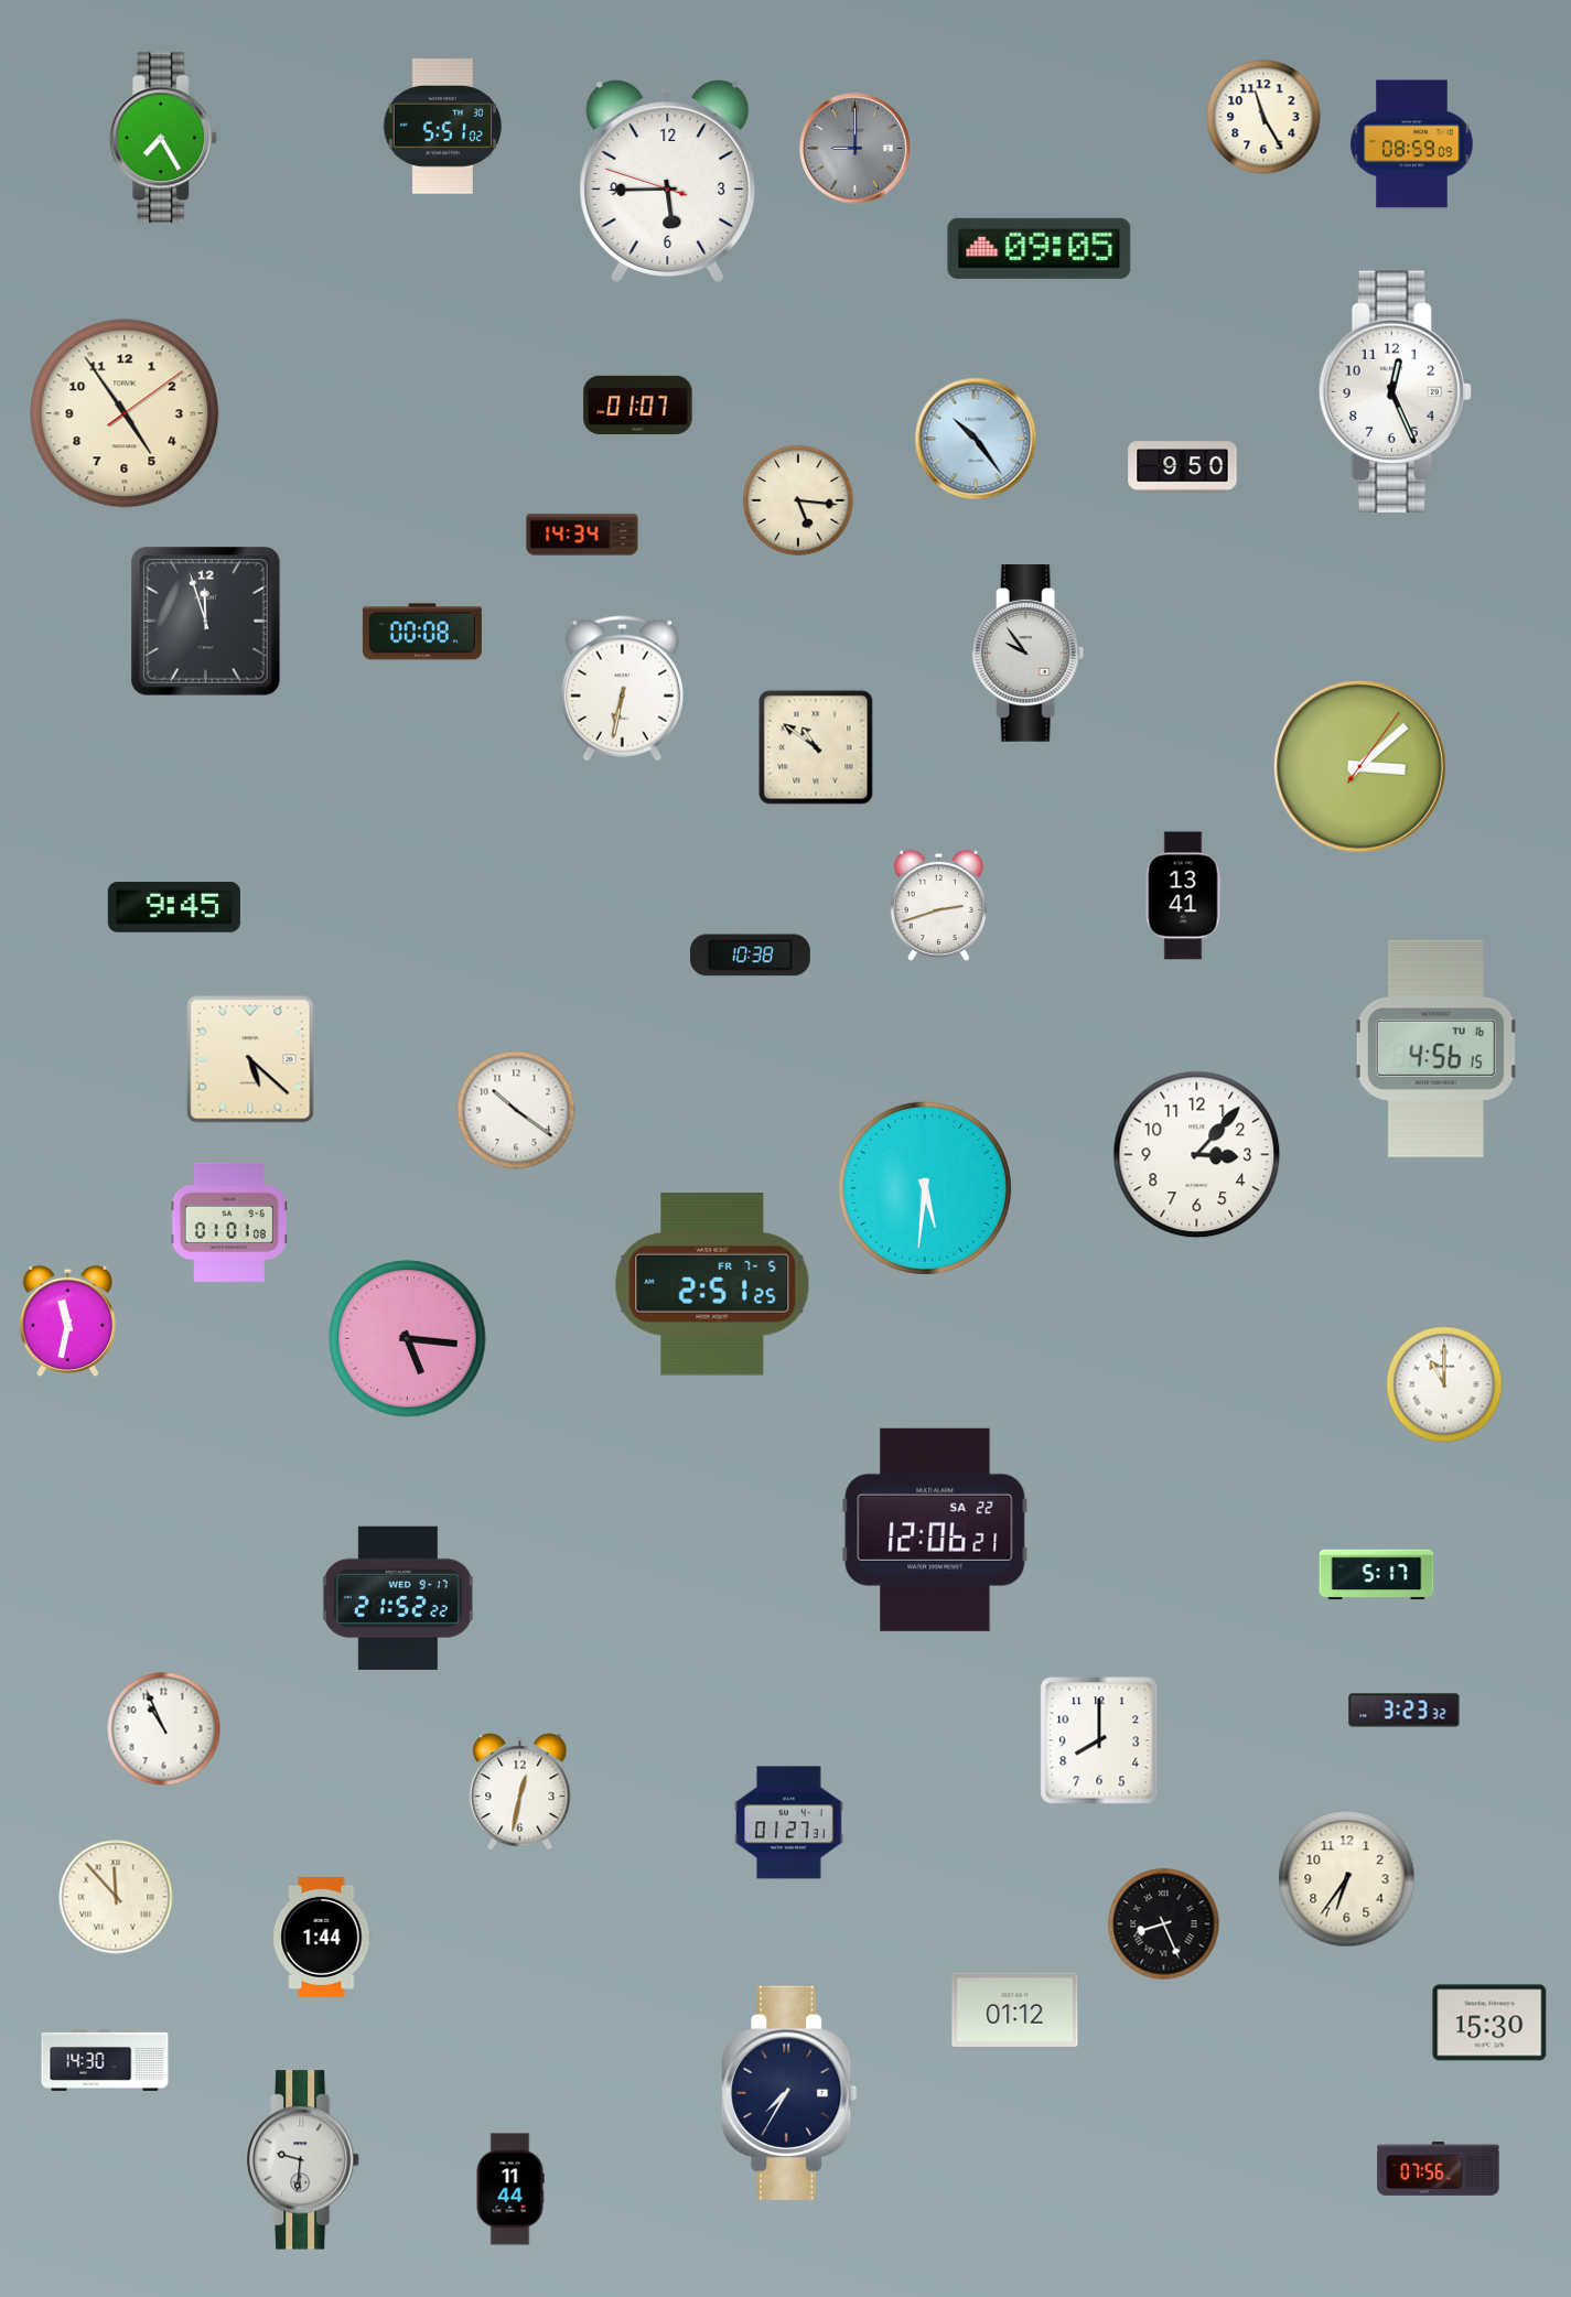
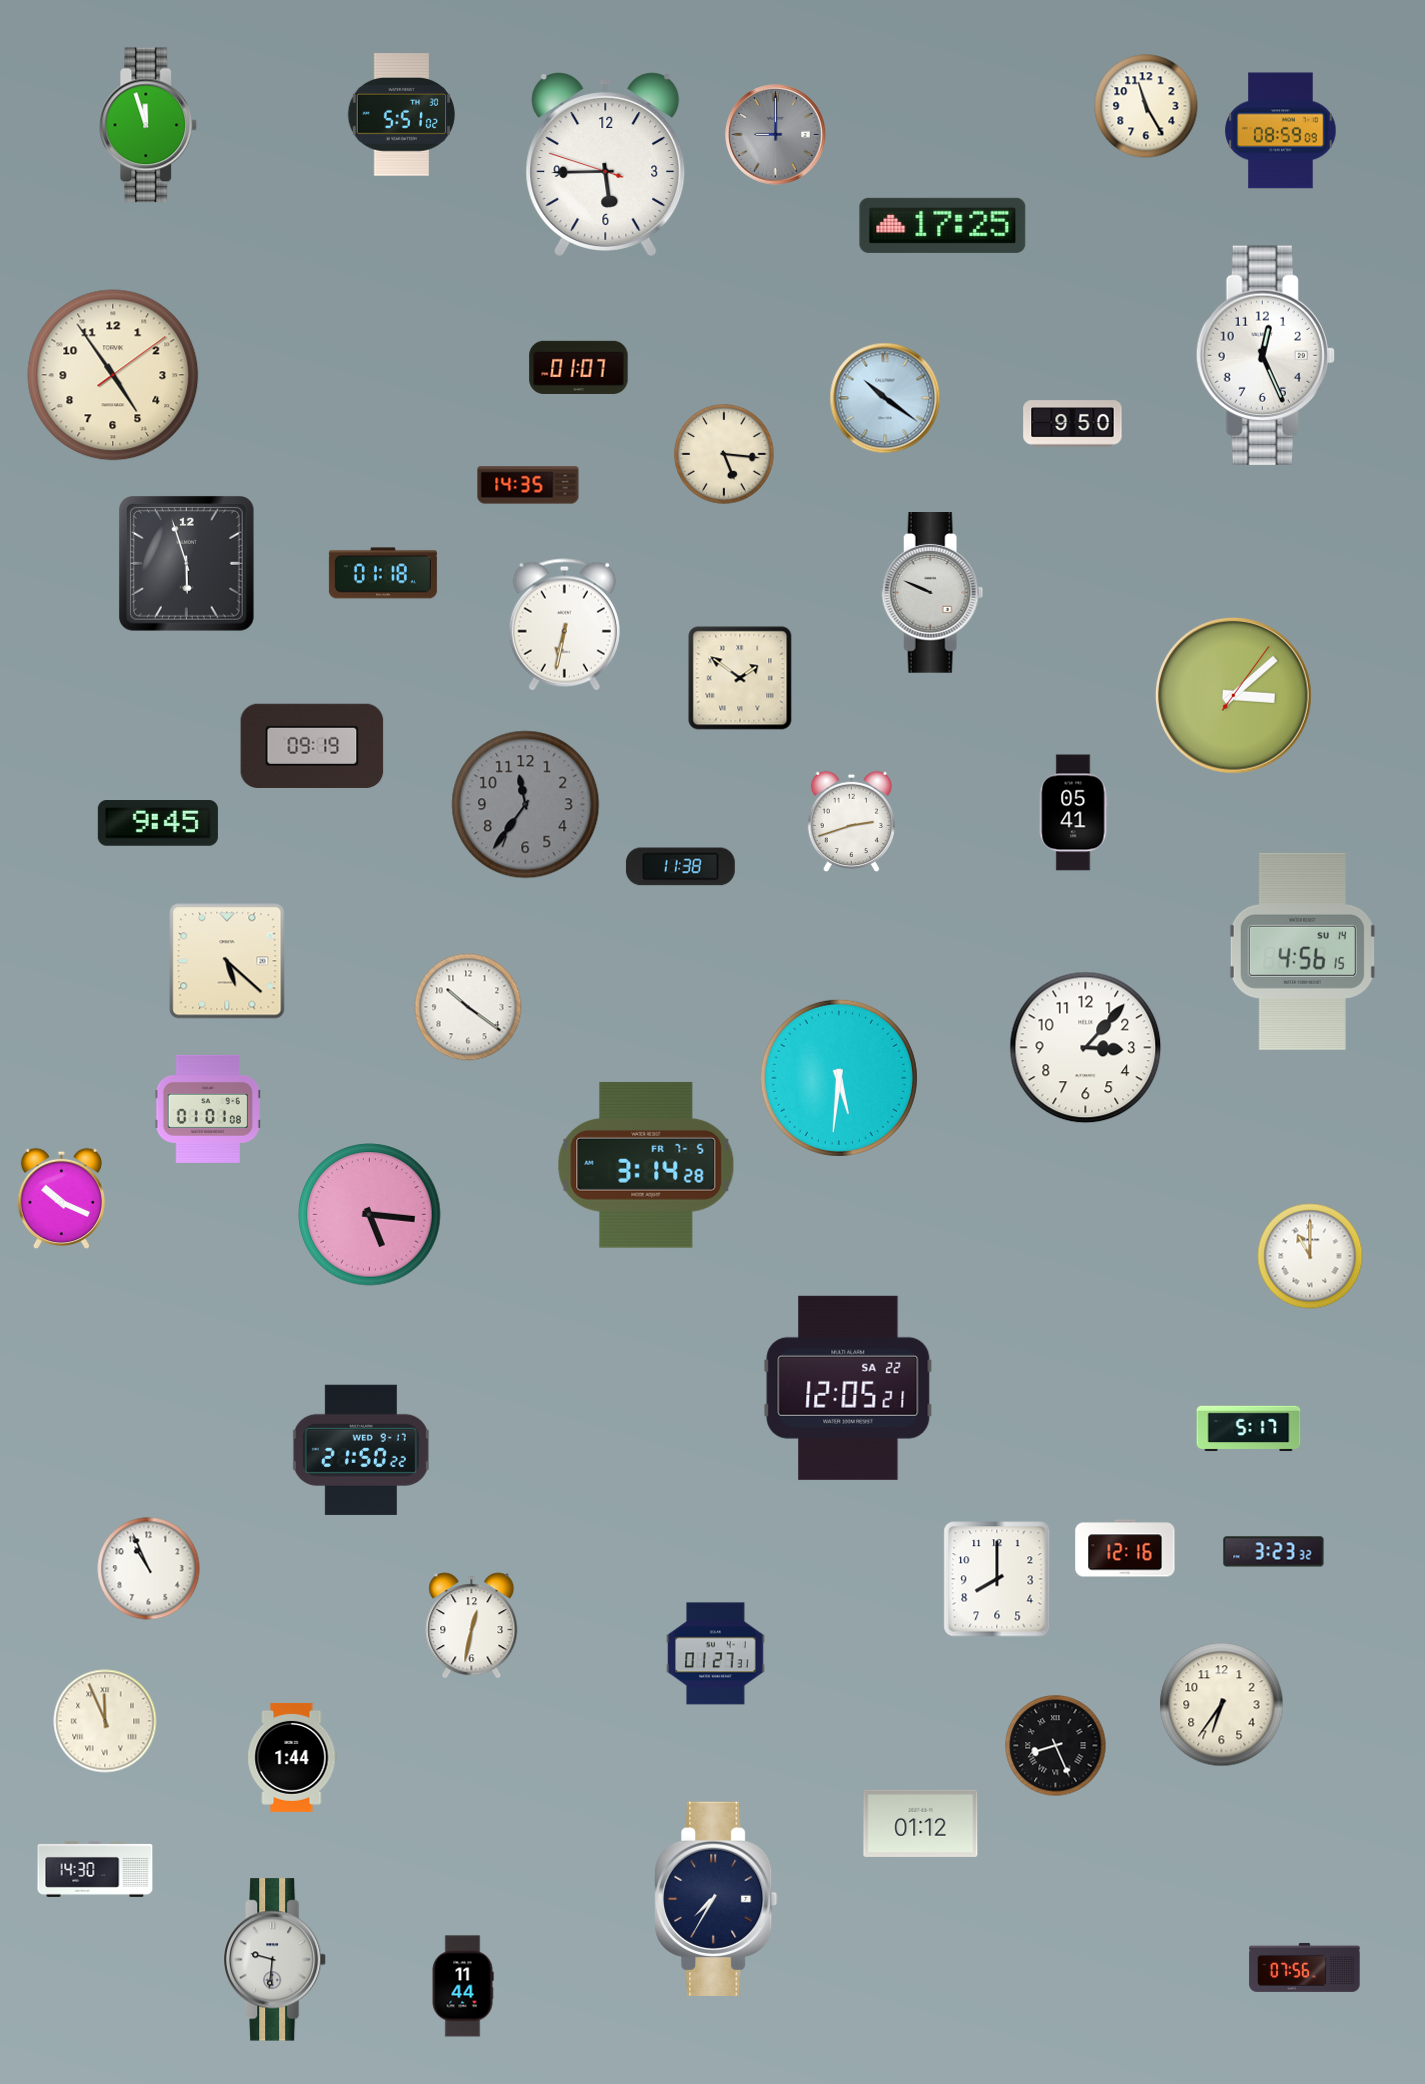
clock at (163, 138): 7:25 -> 11:57
clock at (1040, 248): 09:05 -> 17:25
clock at (976, 439): 10:24 -> 10:21
clock at (582, 535): 14:34 -> 14:35
clock at (206, 622): 11:57 -> 5:57
clock at (422, 632): 00:08 -> 01:18
clock at (1029, 654): 9:54 -> 9:49
clock at (816, 747): 10:51 -> 1:51
clock at (312, 746): none -> 09:19
clock at (526, 805): none -> 11:36
clock at (1183, 896): 13:41 -> 05:41
clock at (750, 956): 10:38 -> 11:38
clock at (1435, 1048) date: TU 16 -> SU 14
clock at (712, 1284): 2:51 -> 3:14
clock at (67, 1320): 11:32 -> 10:19
clock at (935, 1530): 12:06 -> 12:05
clock at (398, 1598): 21:52 -> 21:50
clock at (1125, 1548): none -> 12:16
clock at (116, 1897): 11:53 -> 11:56
clock at (1489, 2023): 15:30 -> none
